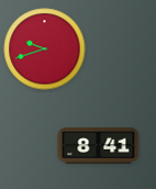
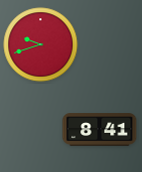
clock at (99, 146) position: (99, 146) -> (100, 130)
